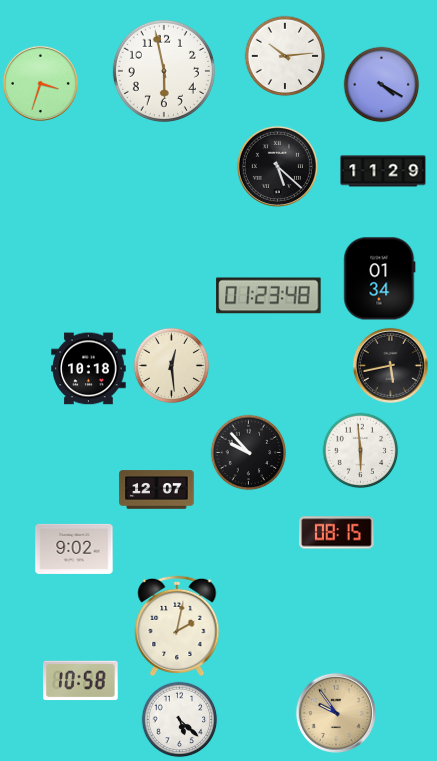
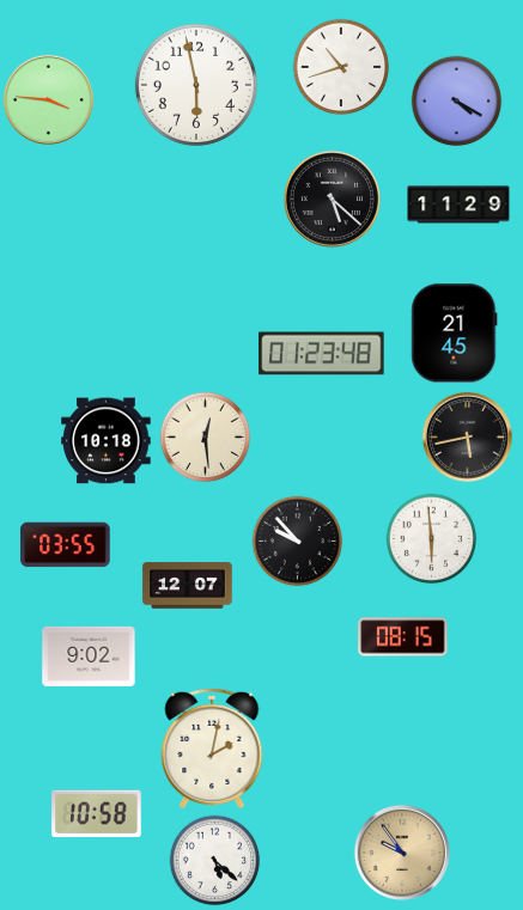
clock at (285, 56): 10:14 -> 10:42
clock at (40, 83): 3:33 -> 3:46
clock at (380, 279): 01:34 -> 21:45
clock at (66, 545): none -> 03:55
